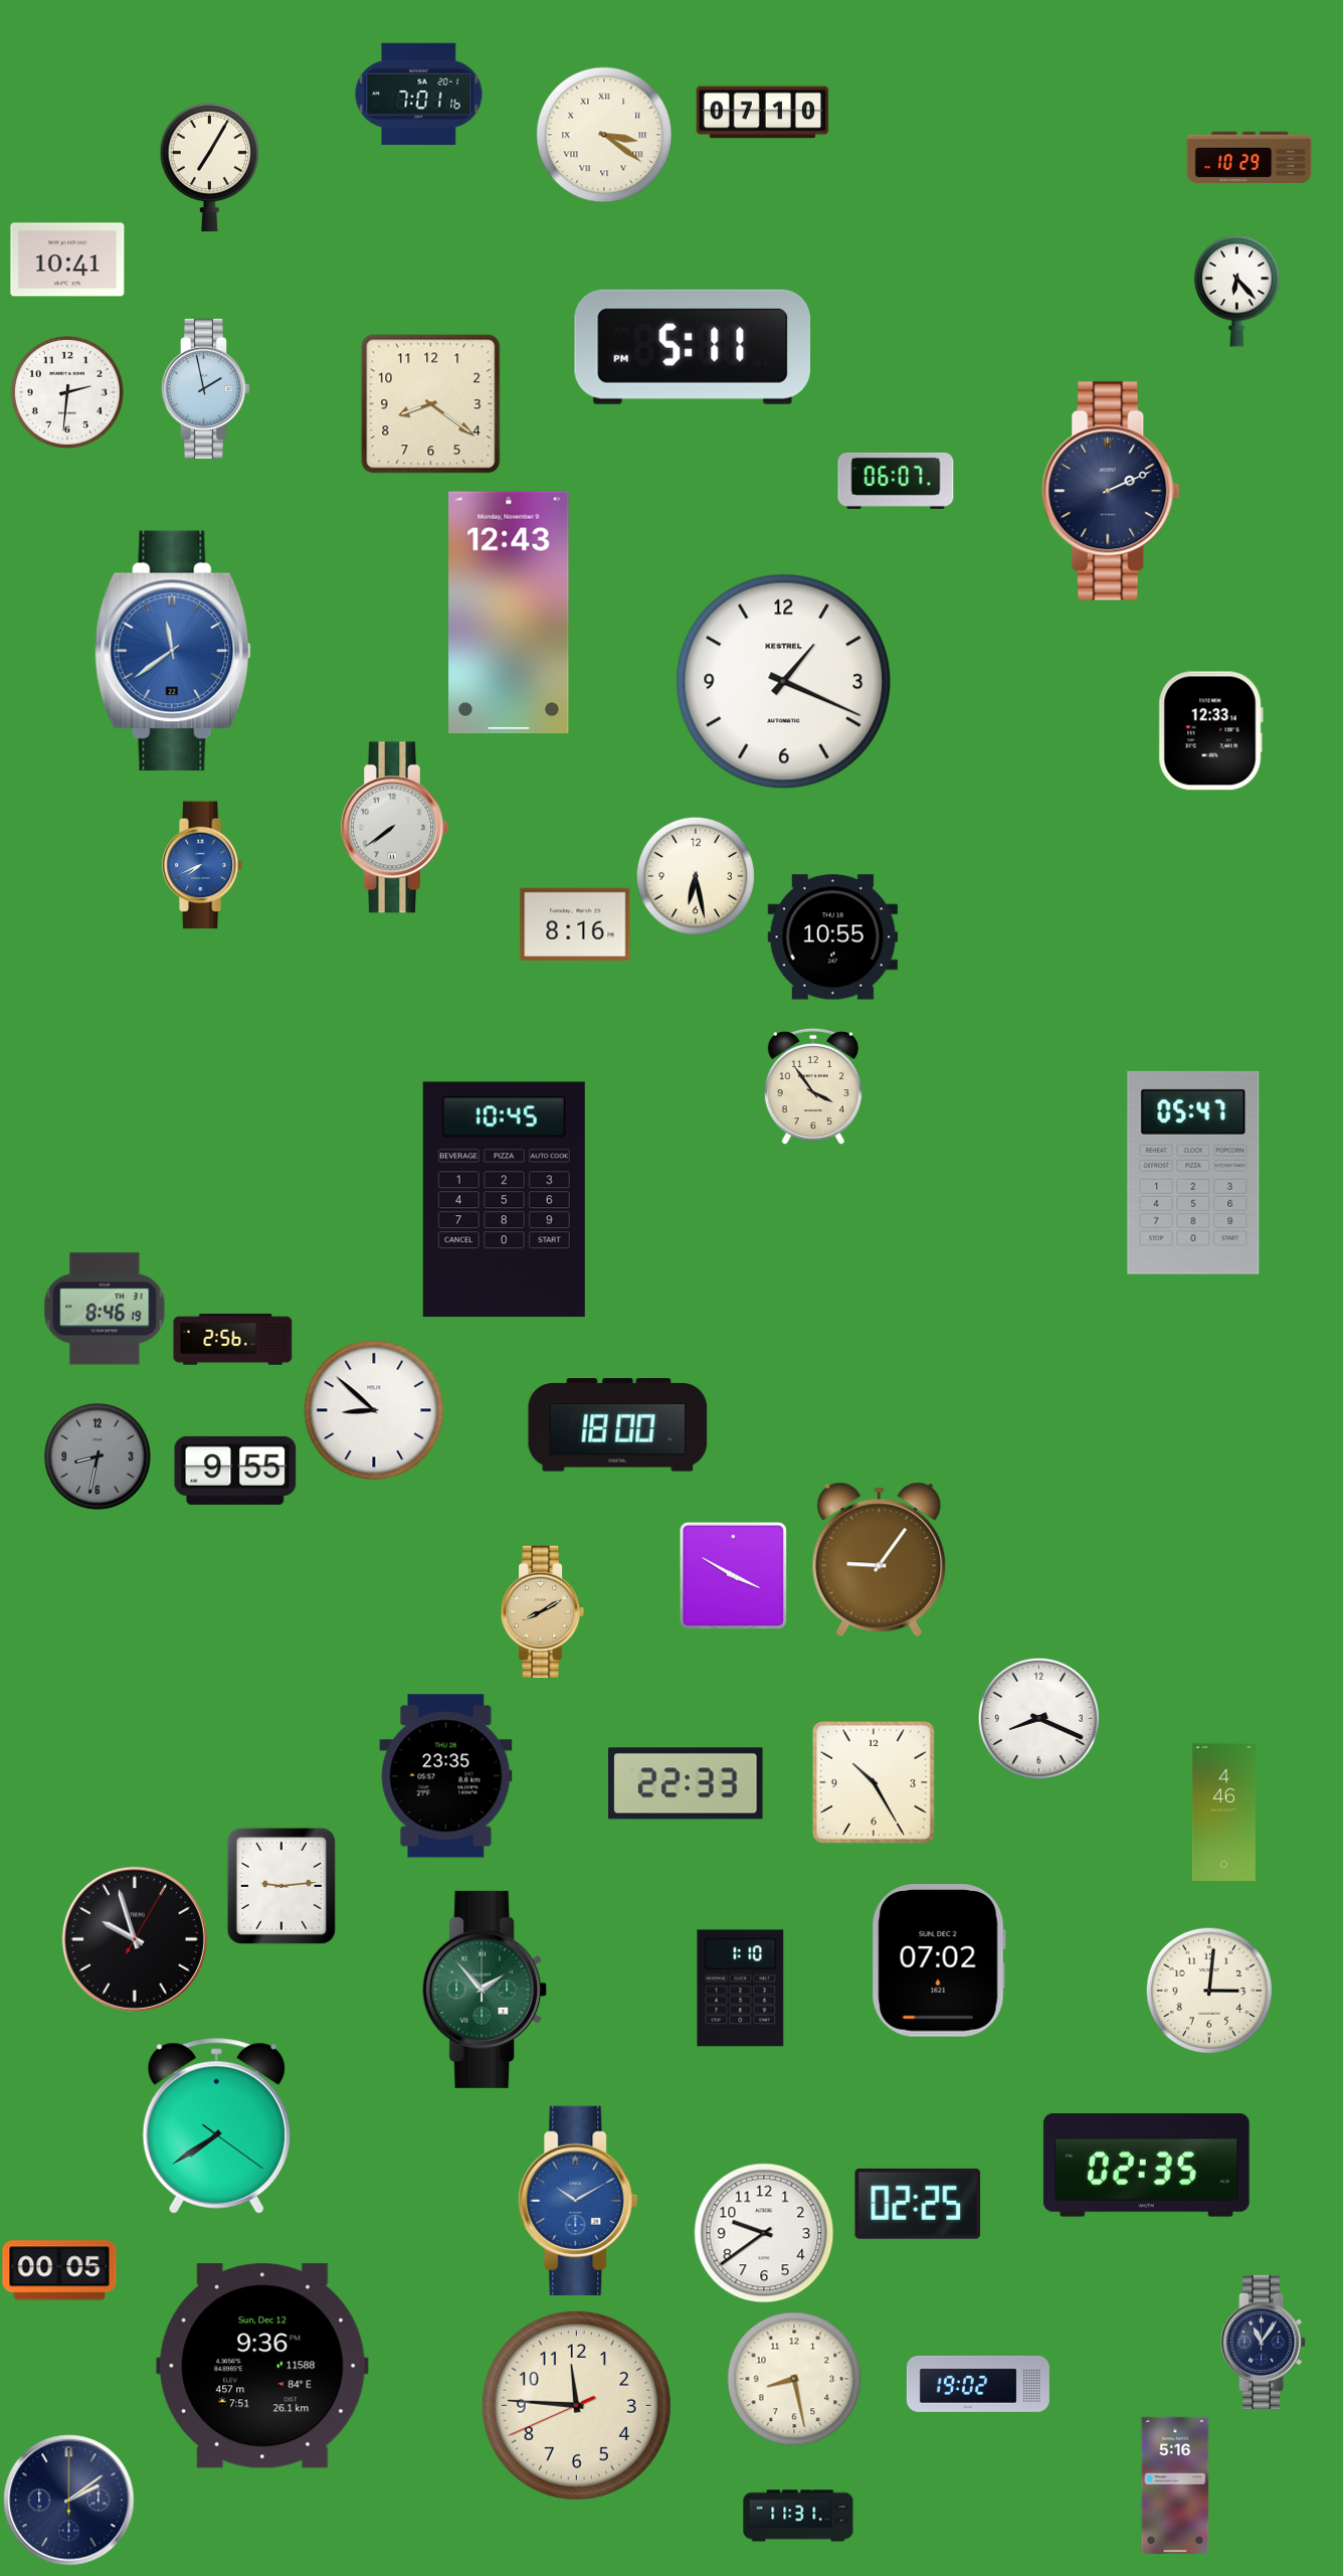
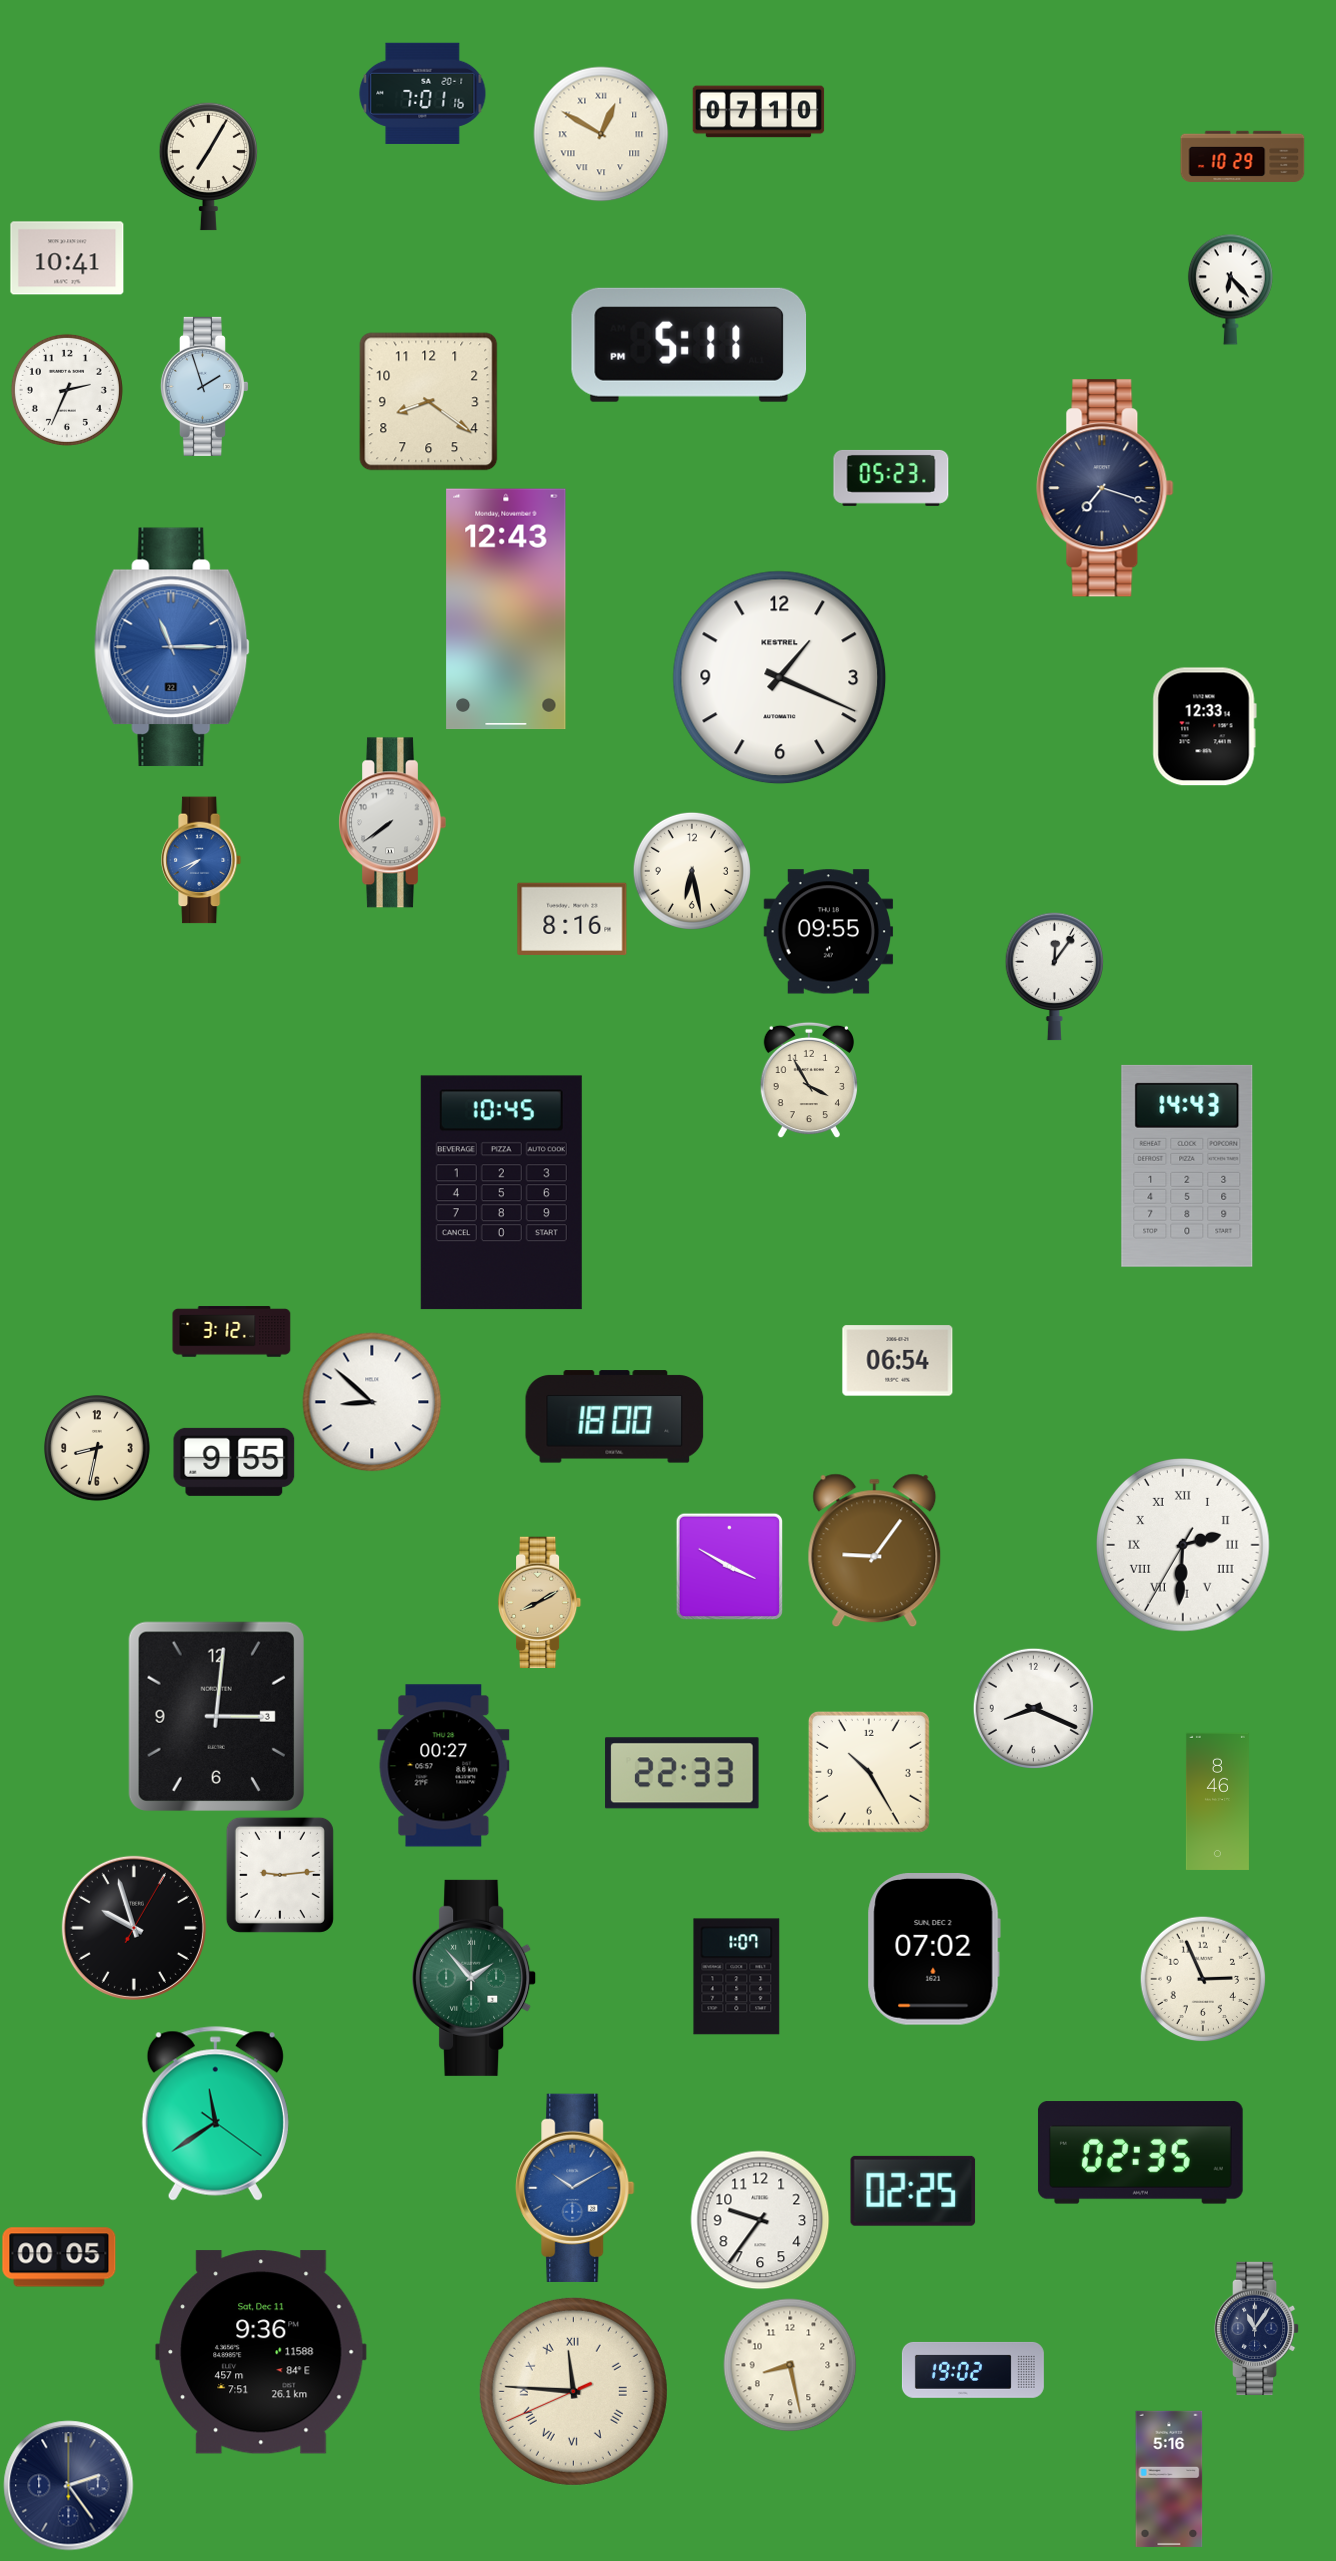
clock at (419, 94) position: (419, 94) -> (423, 93)
clock at (604, 135): 3:21 -> 12:50
clock at (205, 388): 1:58 -> 1:57
clock at (67, 392): 2:31 -> 2:34
clock at (896, 481): 06:07 -> 05:23
clock at (1111, 491): 2:11 -> 7:18
clock at (173, 651): 11:39 -> 11:15
clock at (833, 937): 10:55 -> 09:55
clock at (1054, 976): none -> 12:06
clock at (813, 1086): 3:54 -> 3:55
clock at (1193, 1173): 05:47 -> 14:43
clock at (105, 1309): 8:46 -> none
clock at (233, 1340): 2:56 -> 3:12
clock at (898, 1361): none -> 06:54
clock at (99, 1457) dial: grey -> cream
clock at (1184, 1546): none -> 2:30
clock at (216, 1716): none -> 3:01
clock at (446, 1776): 23:35 -> 00:27
clock at (1223, 1812): 4:46 -> 8:46
clock at (741, 1989): 1:10 -> 1:07
clock at (486, 1990) position: (486, 1990) -> (475, 1978)
clock at (1209, 1991): 3:01 -> 2:56
clock at (216, 2126): 7:39 -> 11:39
clock at (764, 2233): 9:39 -> 9:36
clock at (263, 2366) date: Sun, Dec 12 -> Sat, Dec 11
clock at (576, 2405) numerals: Arabic -> Roman
clock at (1175, 2485) position: (1175, 2485) -> (1169, 2479)
clock at (69, 2501): 2:09 -> 2:24
clock at (798, 2516): 11:31 -> none
